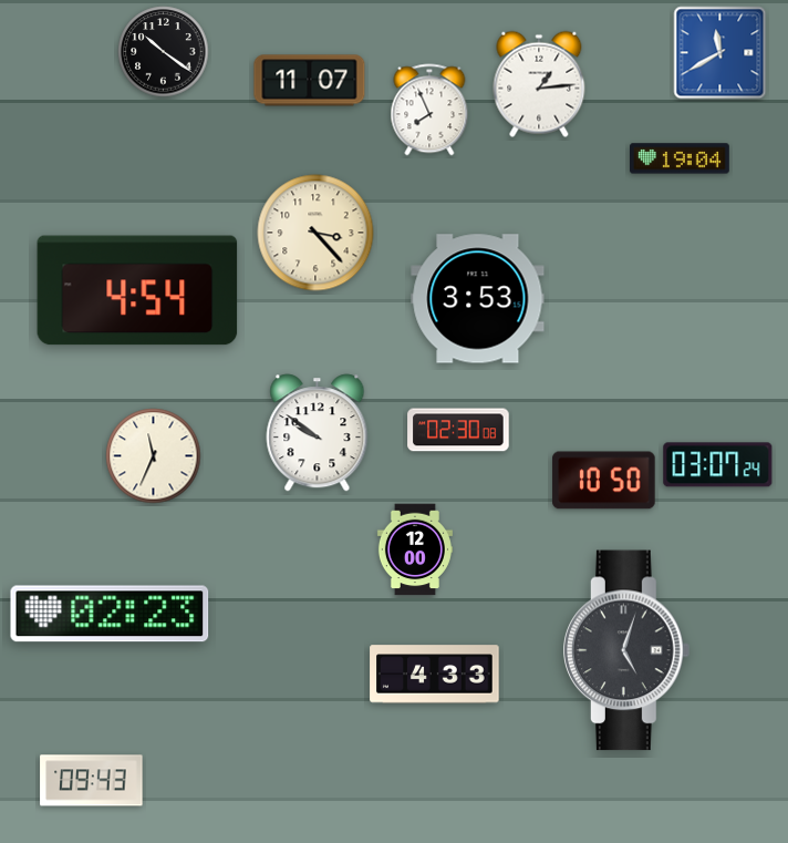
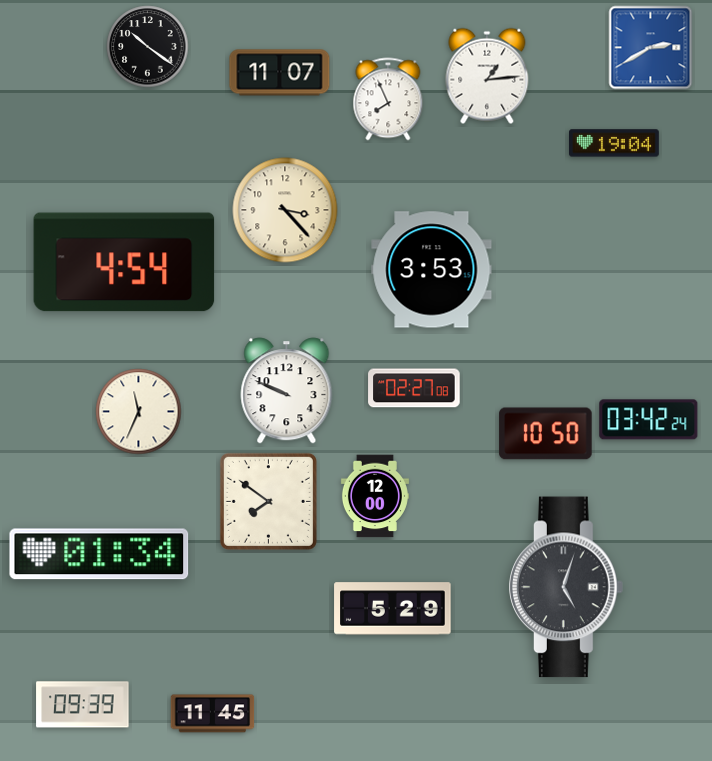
clock at (720, 53): 11:40 -> 2:40
clock at (458, 430): 02:30 -> 02:27
clock at (318, 433): 9:51 -> 9:49
clock at (718, 465): 03:07 -> 03:42
clock at (268, 501): none -> 7:51
clock at (110, 614): 02:23 -> 01:34
clock at (435, 675): 4:33 -> 5:29
clock at (92, 781): 09:43 -> 09:39
clock at (213, 714): none -> 11:45
